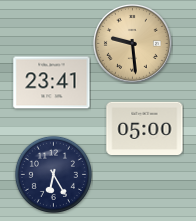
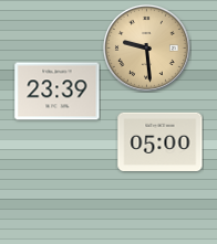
clock at (52, 83): 23:41 -> 23:39
clock at (53, 174): 6:25 -> none
